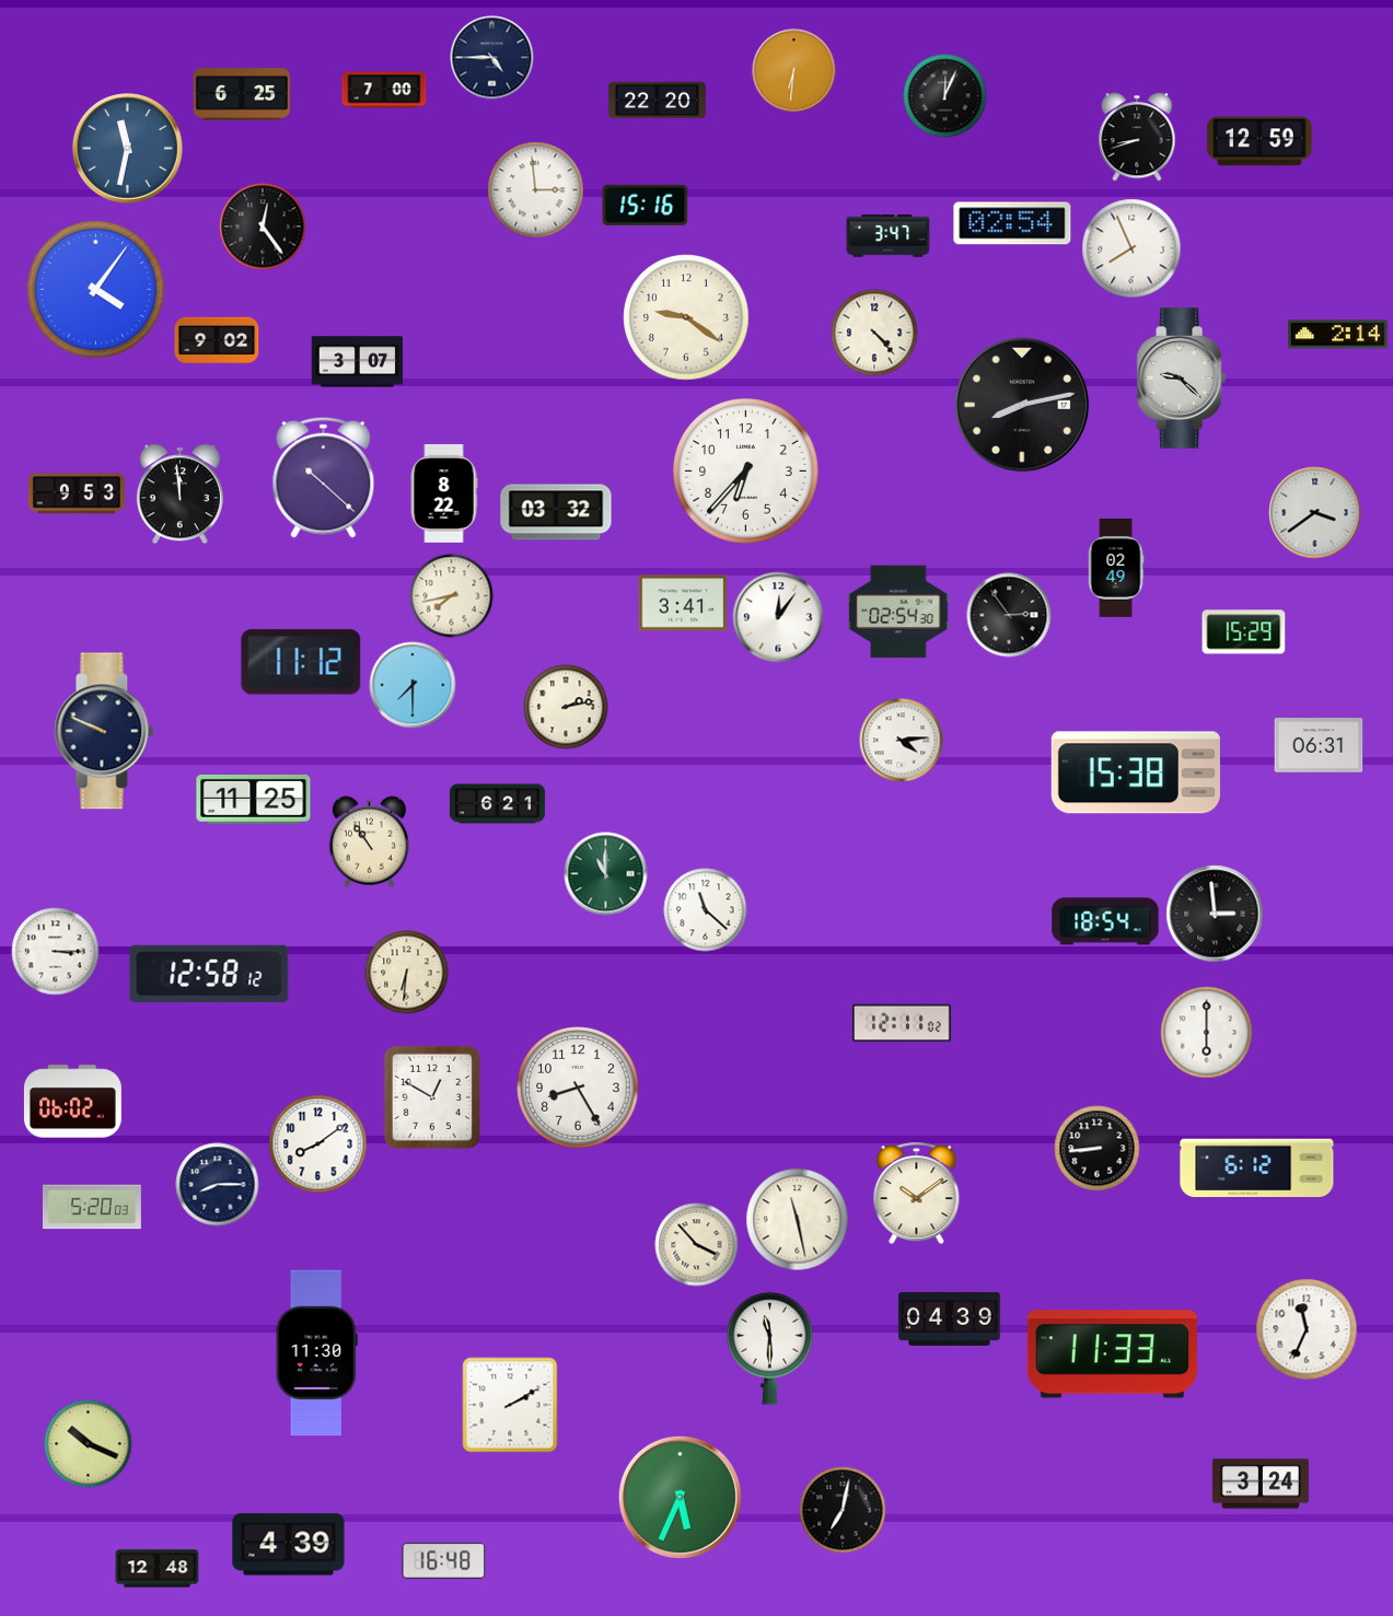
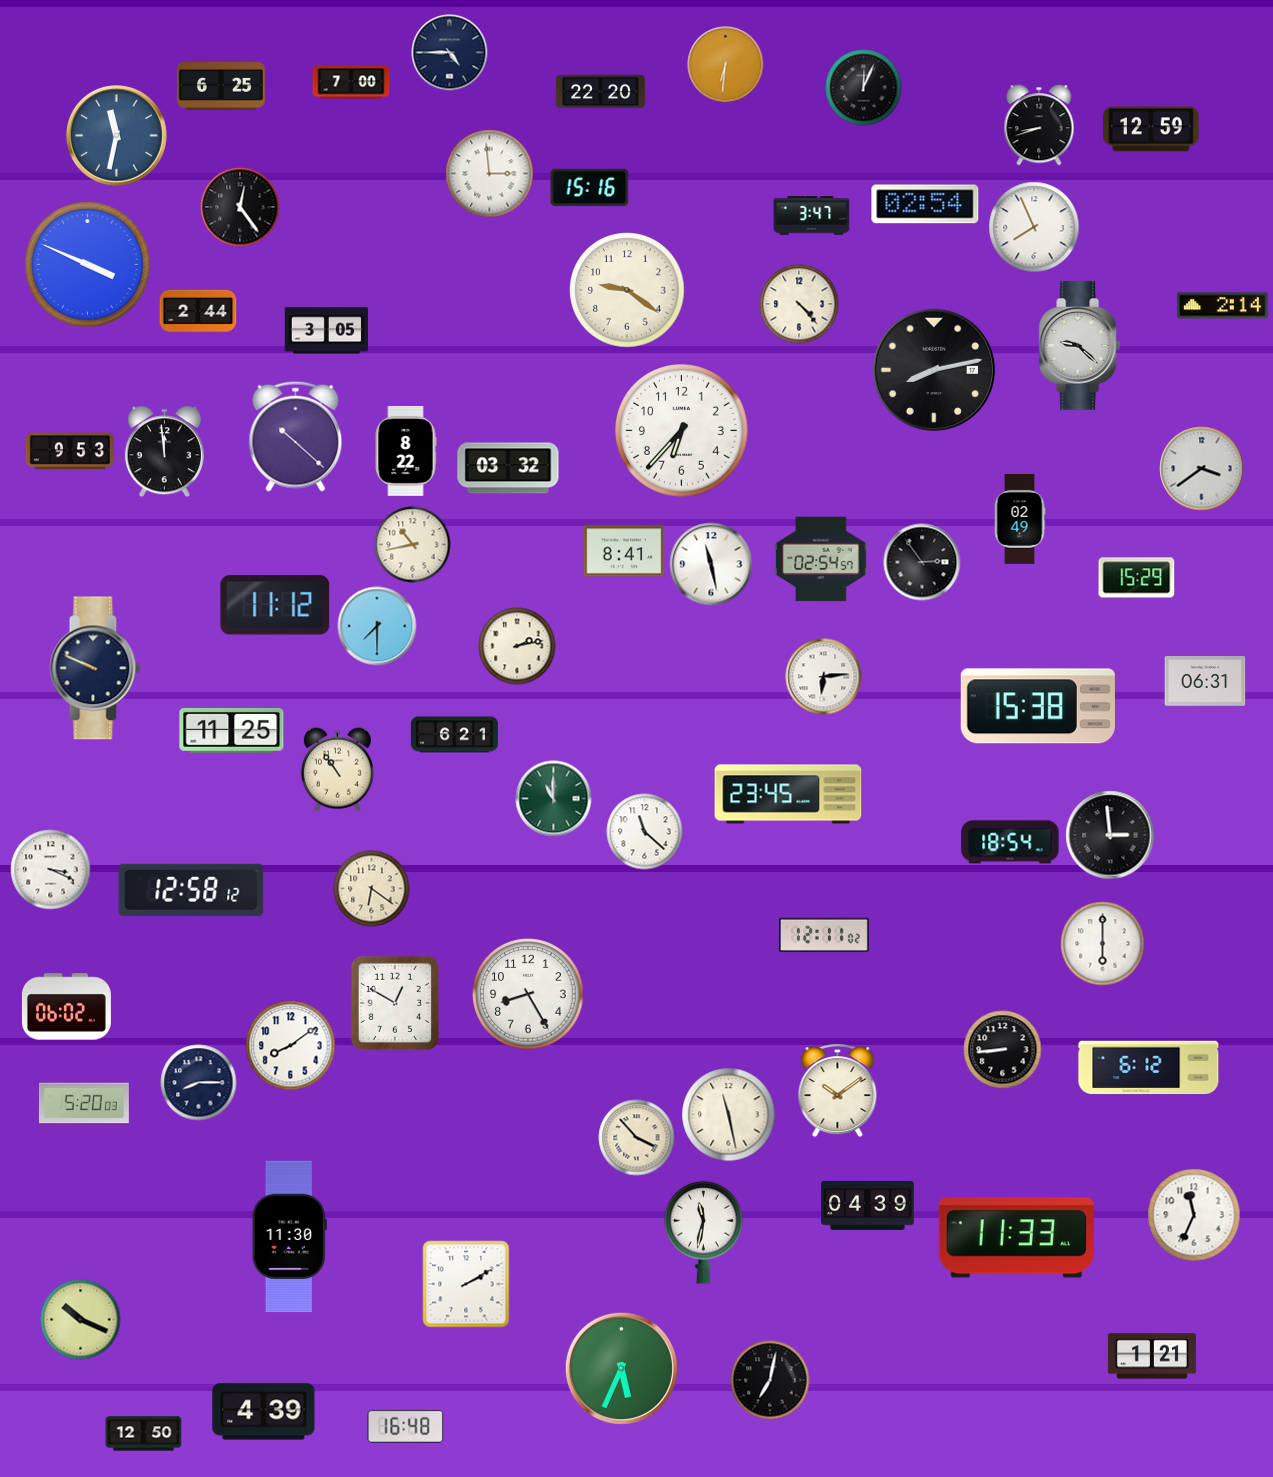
clock at (96, 290): 4:06 -> 3:49
clock at (217, 339): 9:02 -> 2:44
clock at (358, 362): 3:07 -> 3:05
clock at (452, 596): 7:43 -> 10:43
clock at (683, 603): 3:41 -> 8:41
clock at (898, 612): 02:54:30 -> 02:54:57
clock at (778, 617): 12:06 -> 11:28
clock at (902, 741): 4:14 -> 6:14
clock at (788, 794): none -> 23:45
clock at (56, 952): 3:15 -> 3:19
clock at (407, 973): 6:31 -> 6:21
clock at (770, 1348): 11:30 -> 11:32
clock at (1261, 1484): 3:24 -> 1:21
clock at (158, 1569): 12:48 -> 12:50
